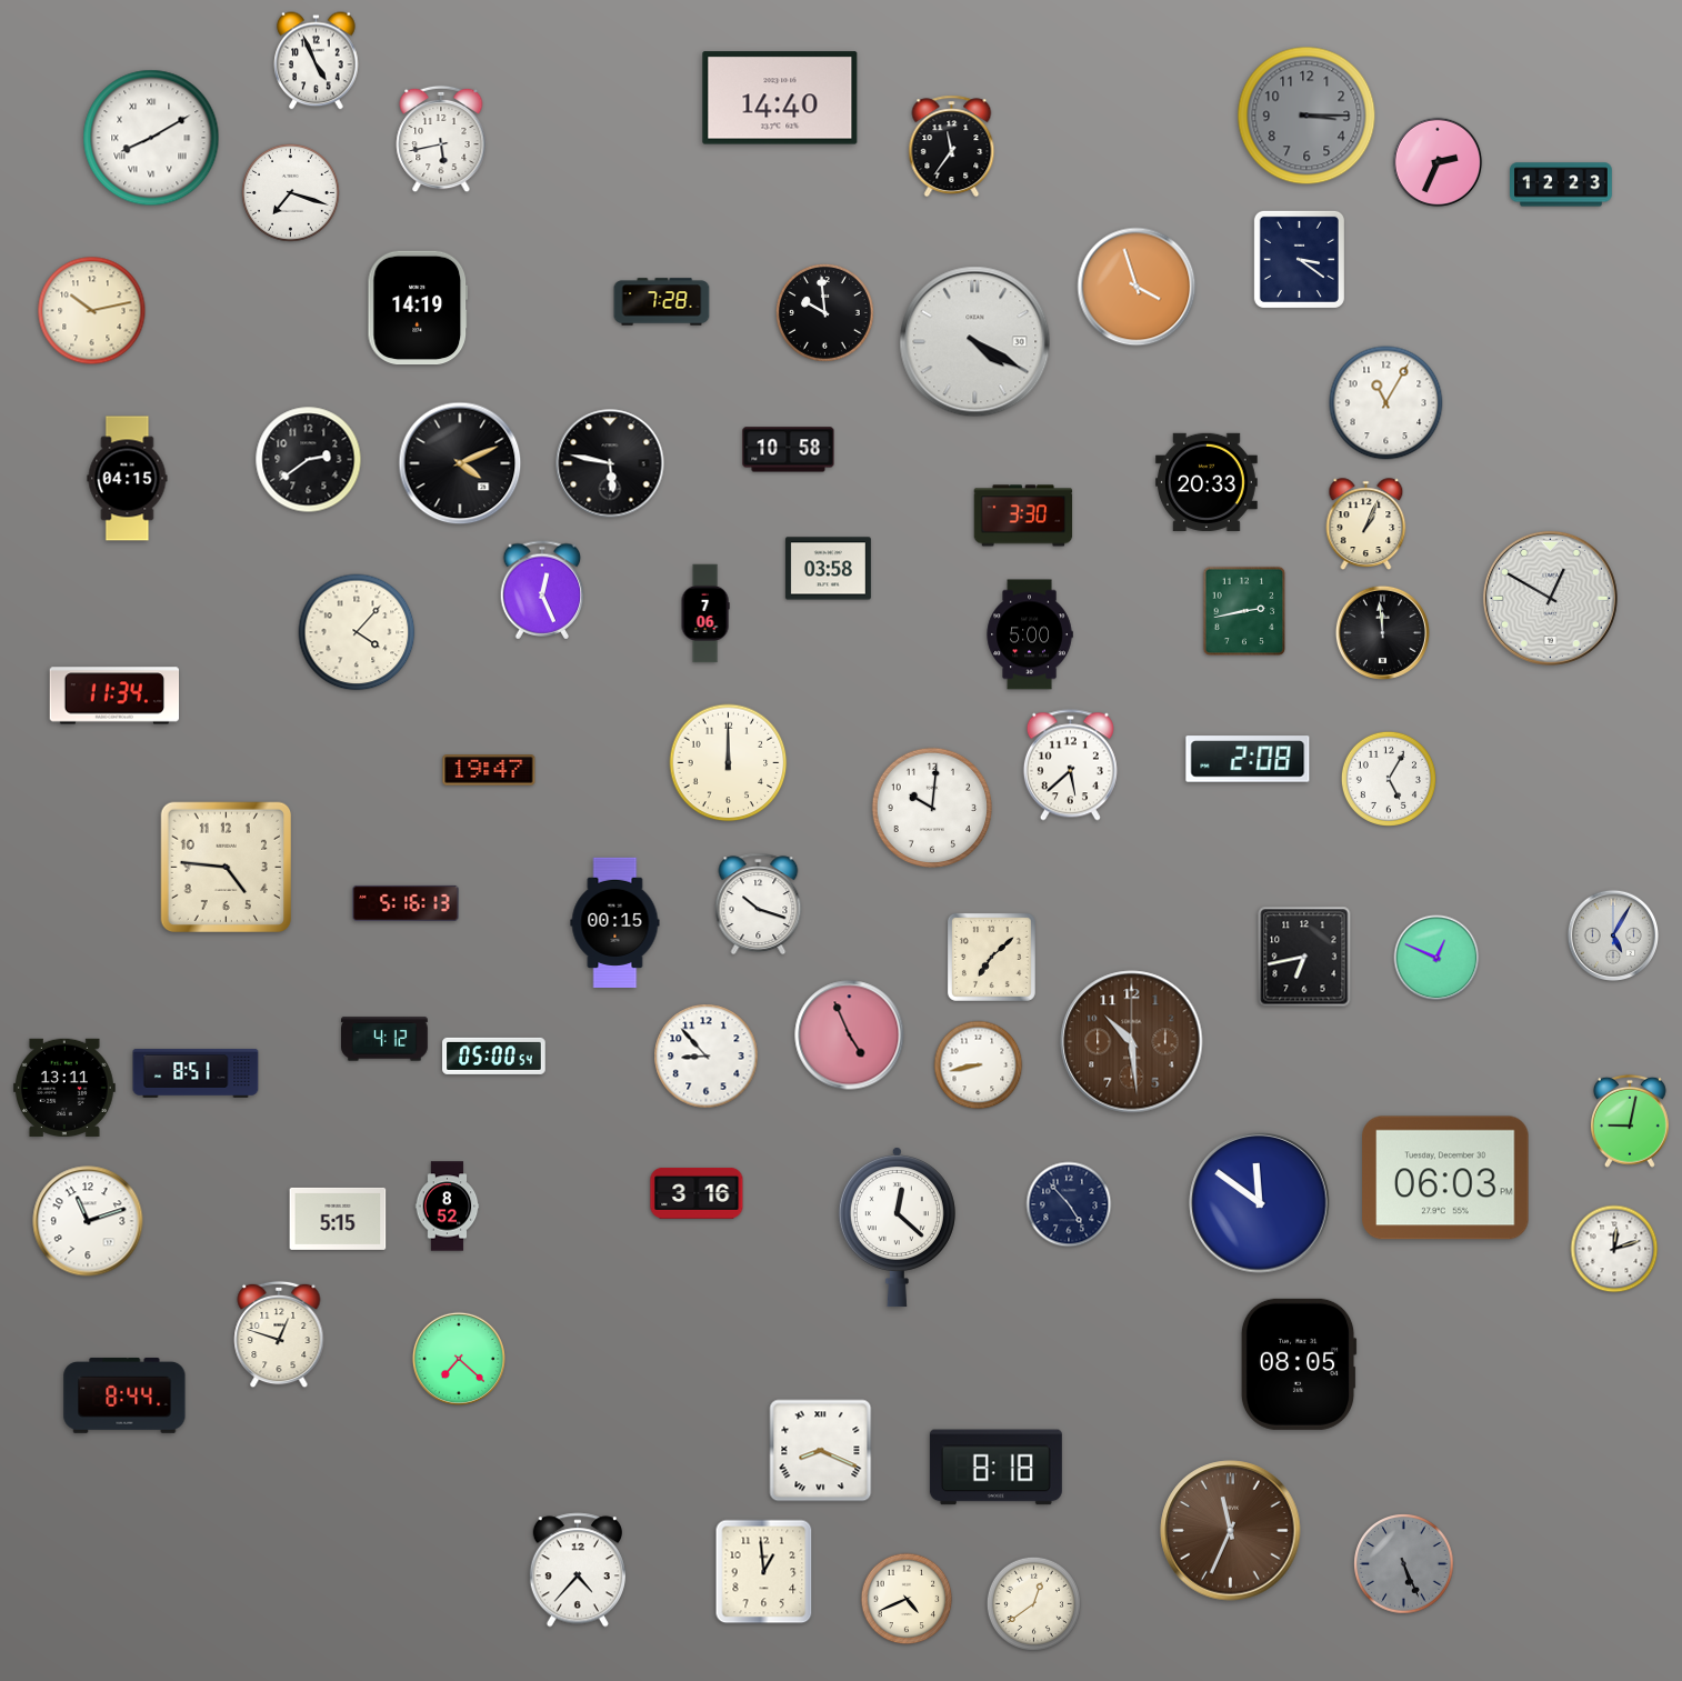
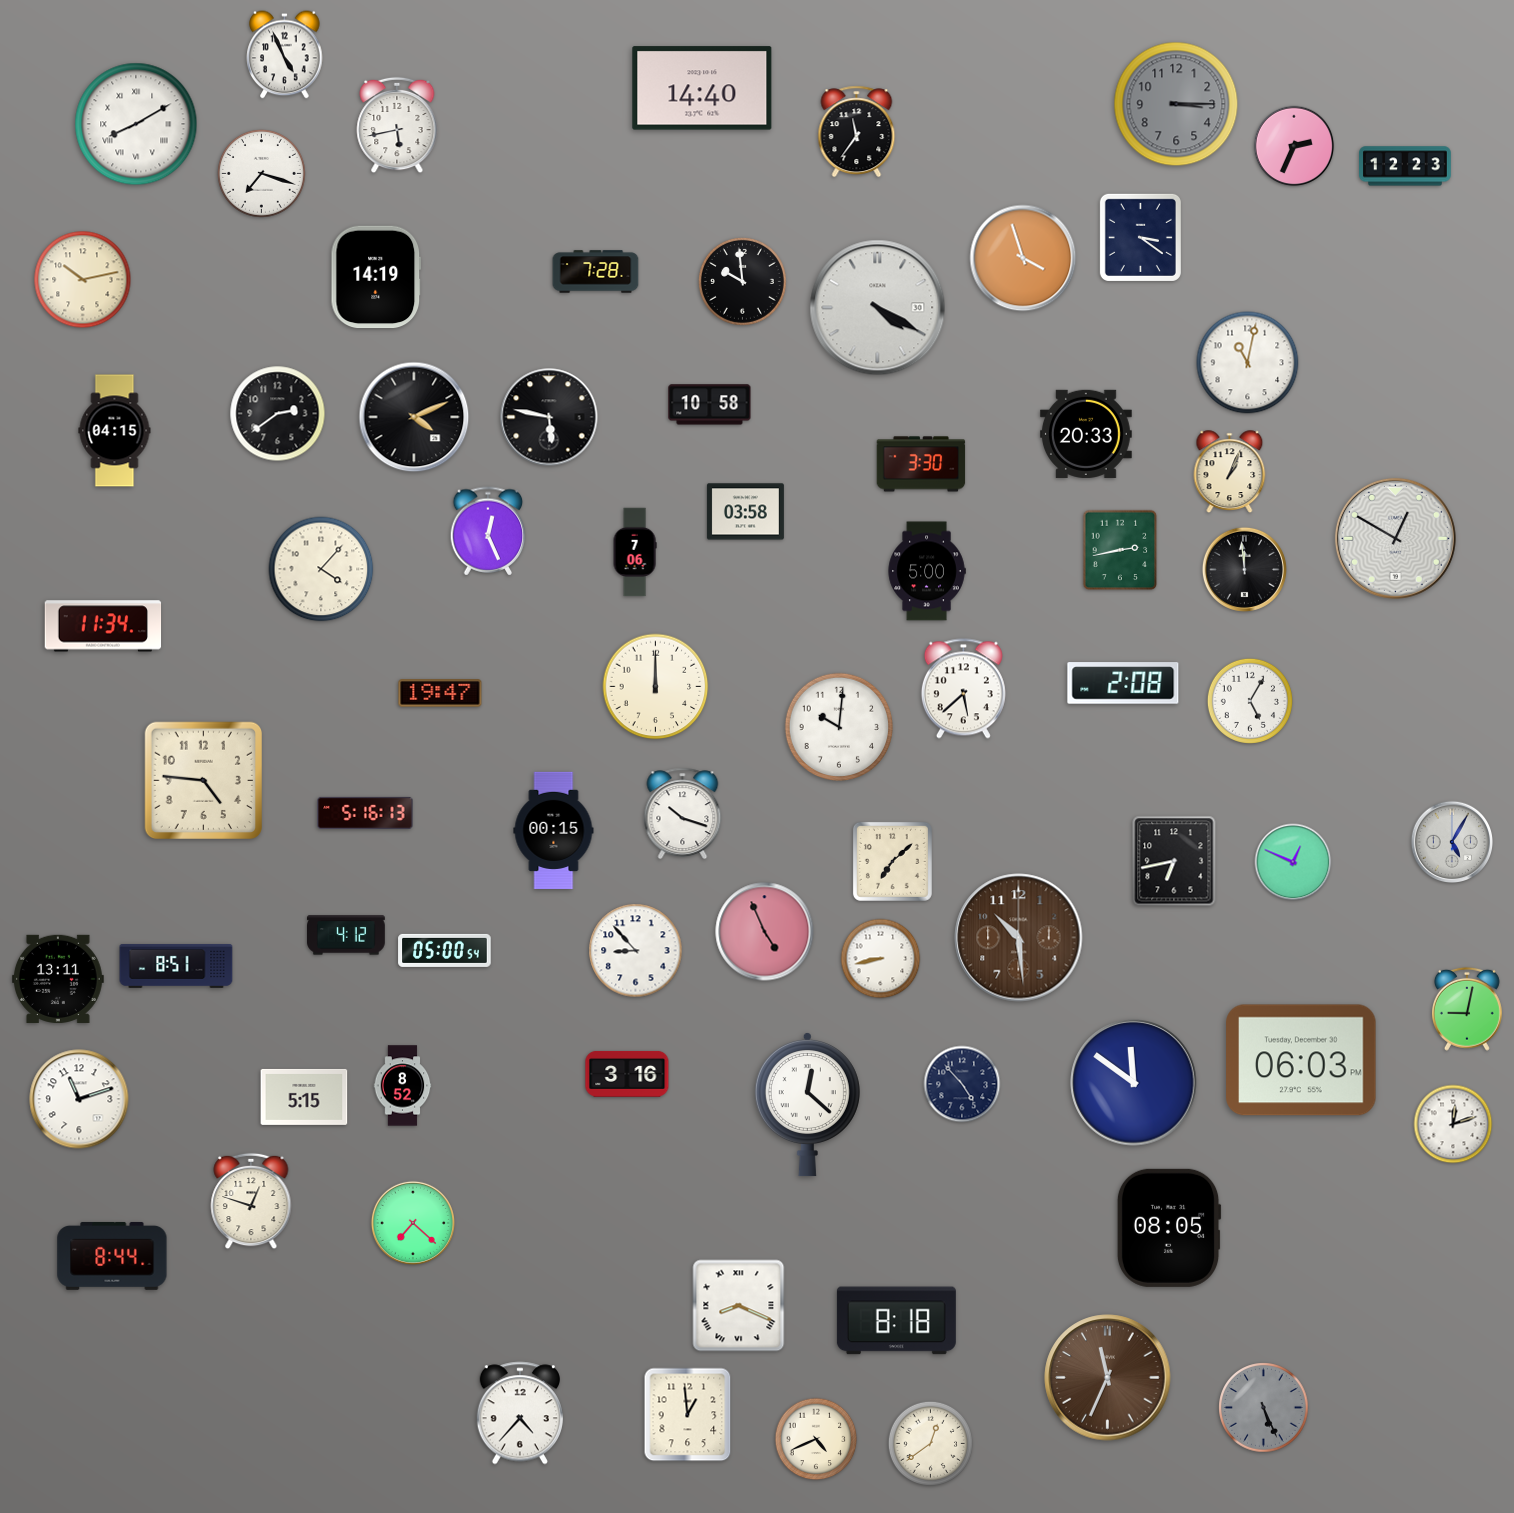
clock at (1299, 259) position: (1299, 259) -> (1140, 237)
clock at (1386, 403): 11:05 -> 11:02
